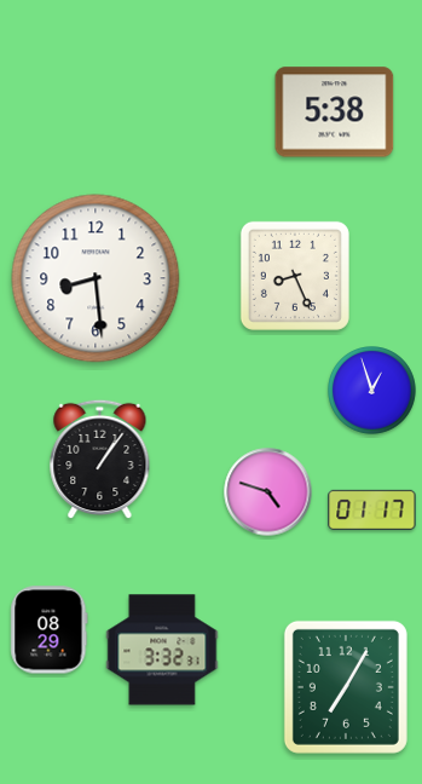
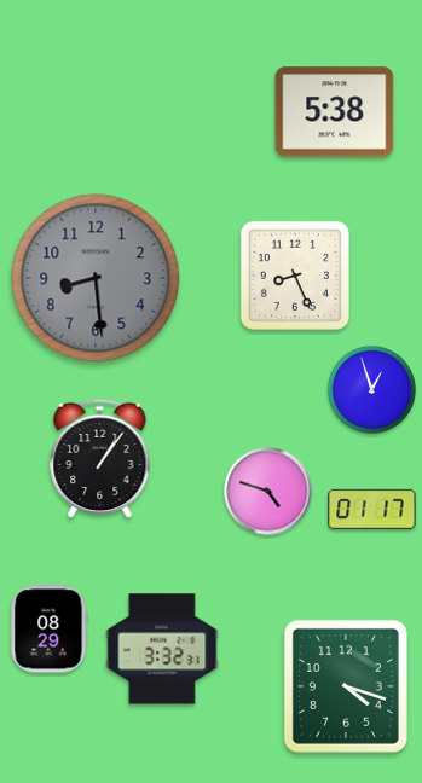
clock at (96, 278) dial: white -> grey
clock at (346, 687): 7:05 -> 4:18
